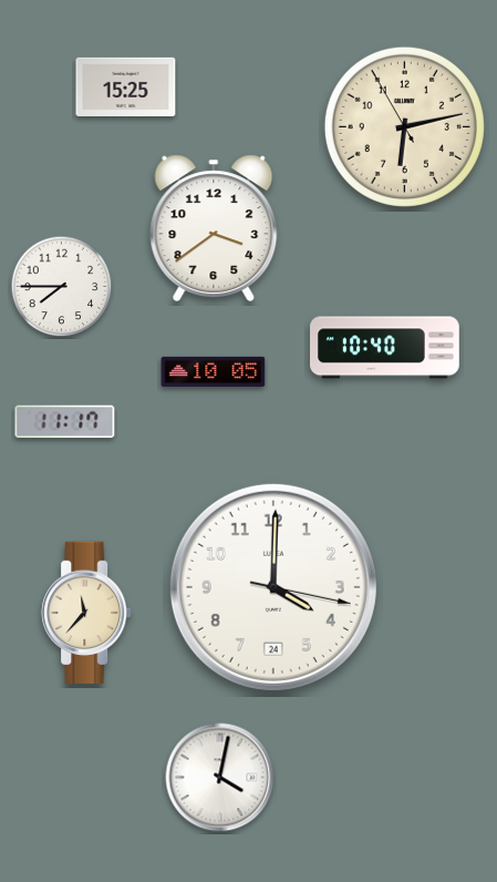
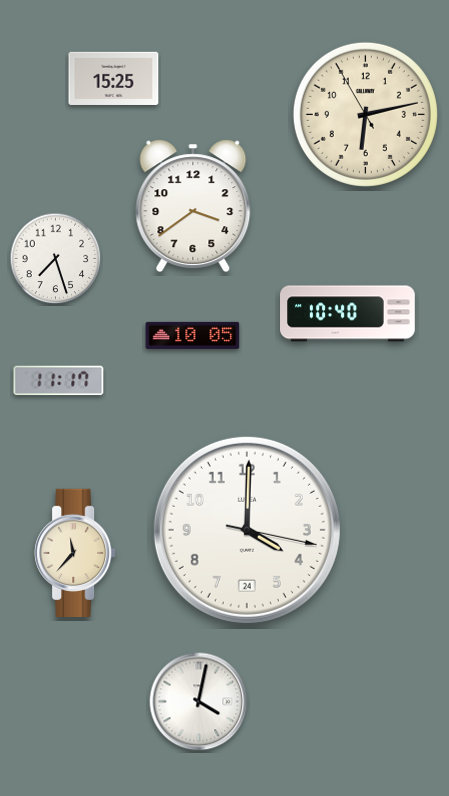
clock at (62, 287): 7:45 -> 7:27
clock at (86, 612) position: (86, 612) -> (75, 552)
